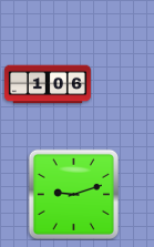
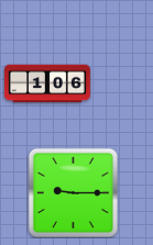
clock at (73, 194): 9:12 -> 9:15
